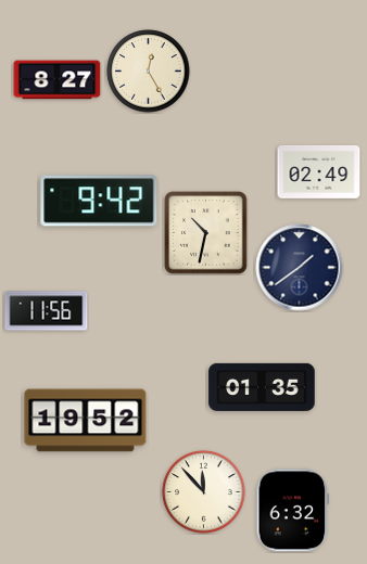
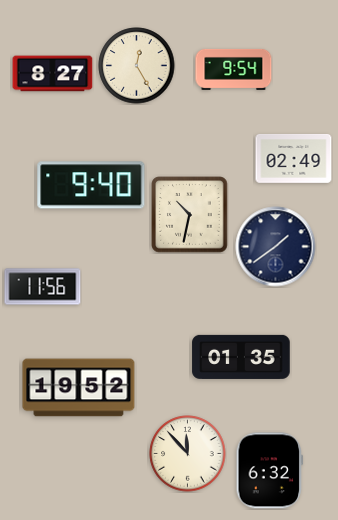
clock at (234, 69): none -> 9:54
clock at (99, 201): 9:42 -> 9:40
